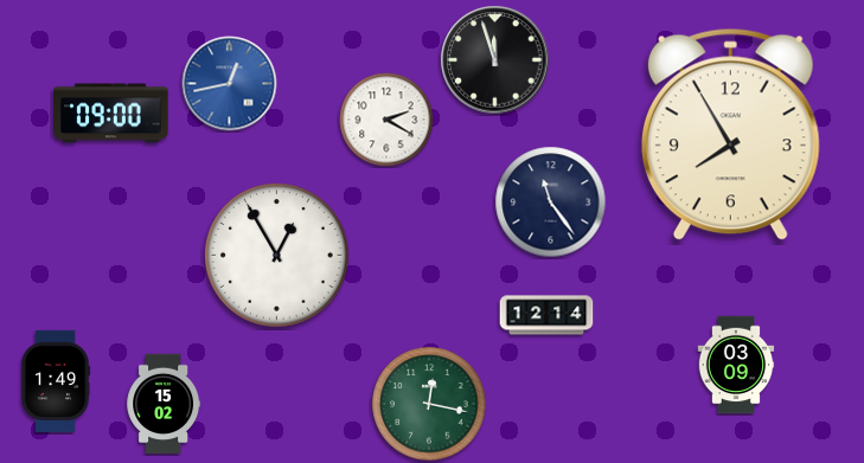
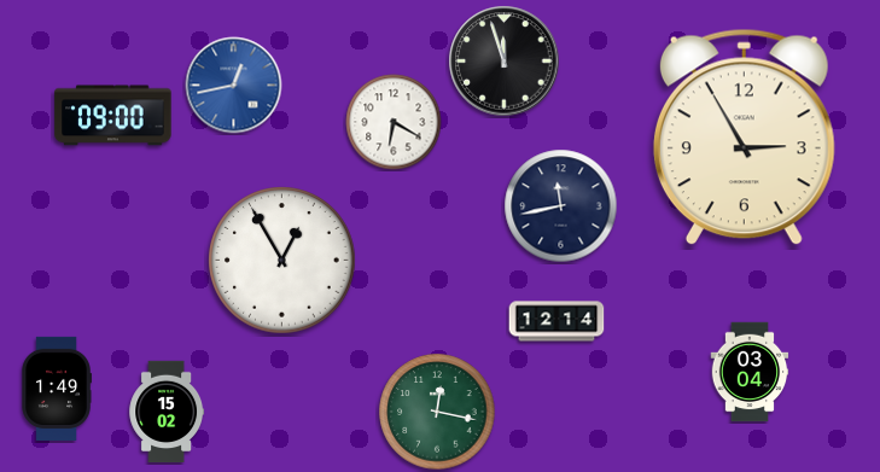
clock at (386, 120): 2:20 -> 6:20
clock at (730, 135): 7:55 -> 2:55
clock at (551, 202): 11:24 -> 11:43
clock at (736, 365): 03:09 -> 03:04
